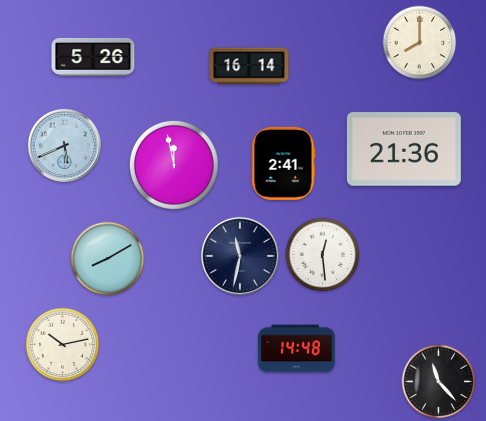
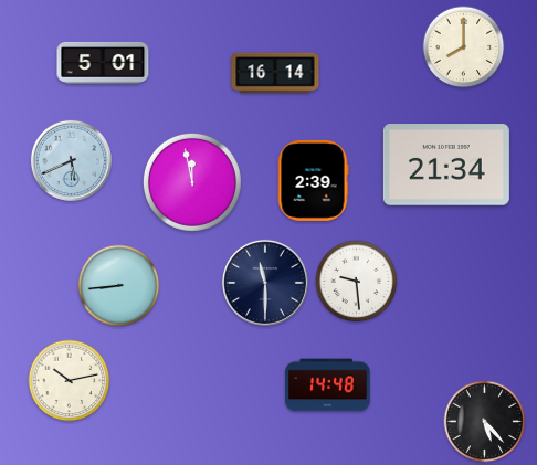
clock at (93, 57): 5:26 -> 5:01
clock at (404, 149): 21:36 -> 21:34
clock at (283, 163): 2:41 -> 2:39
clock at (323, 255): 12:29 -> 9:29
clock at (240, 256): 11:32 -> 11:30
clock at (108, 259): 8:10 -> 8:44
clock at (439, 382): 11:23 -> 5:23
